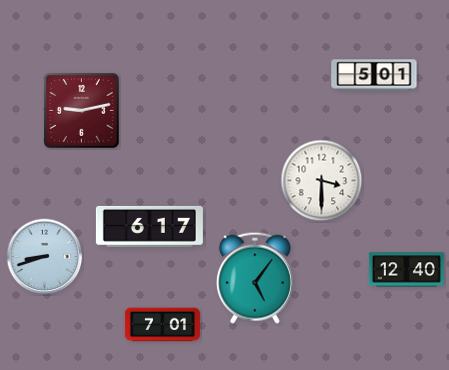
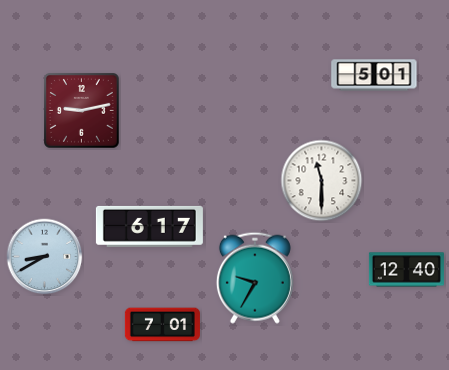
clock at (322, 181): 3:30 -> 11:30
clock at (45, 257): 8:42 -> 8:40
clock at (255, 278): 5:06 -> 9:35
